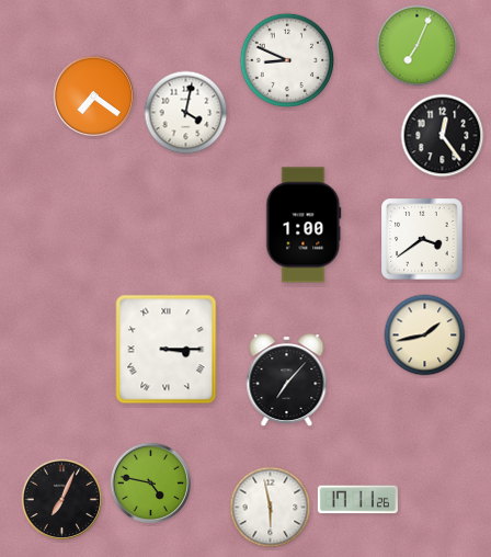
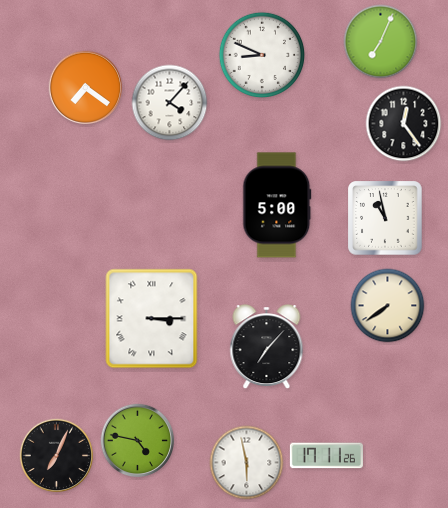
clock at (186, 113): 4:02 -> 4:07
clock at (304, 225): 1:00 -> 5:00
clock at (422, 239): 3:39 -> 10:58
clock at (425, 336): 1:43 -> 7:39
clock at (287, 380) position: (287, 380) -> (267, 347)
